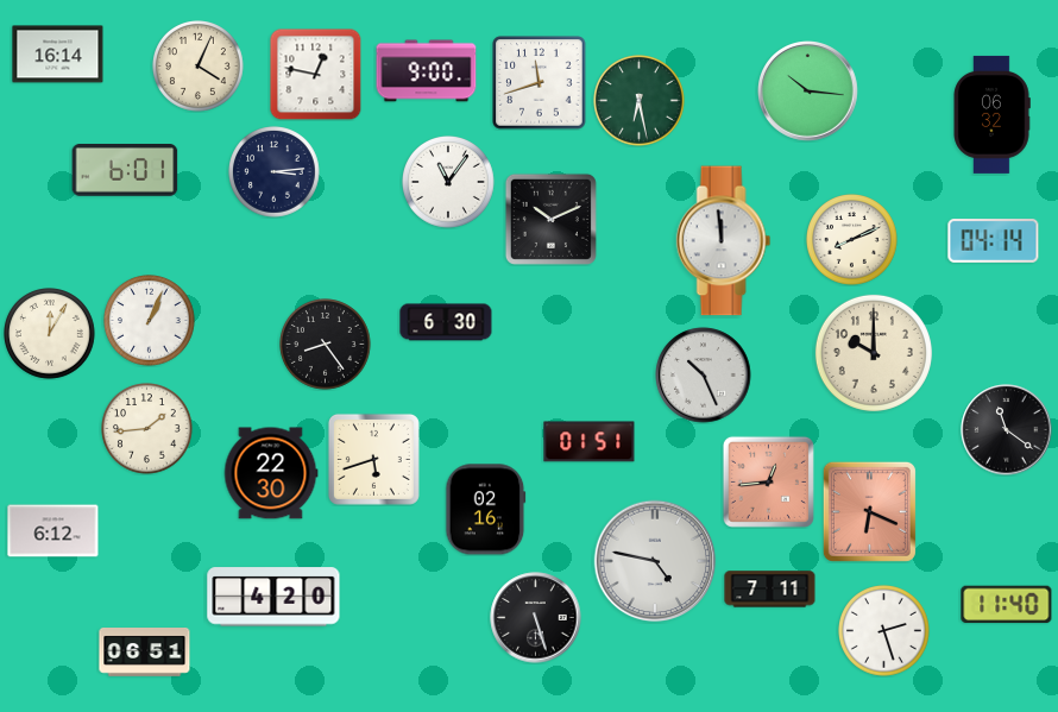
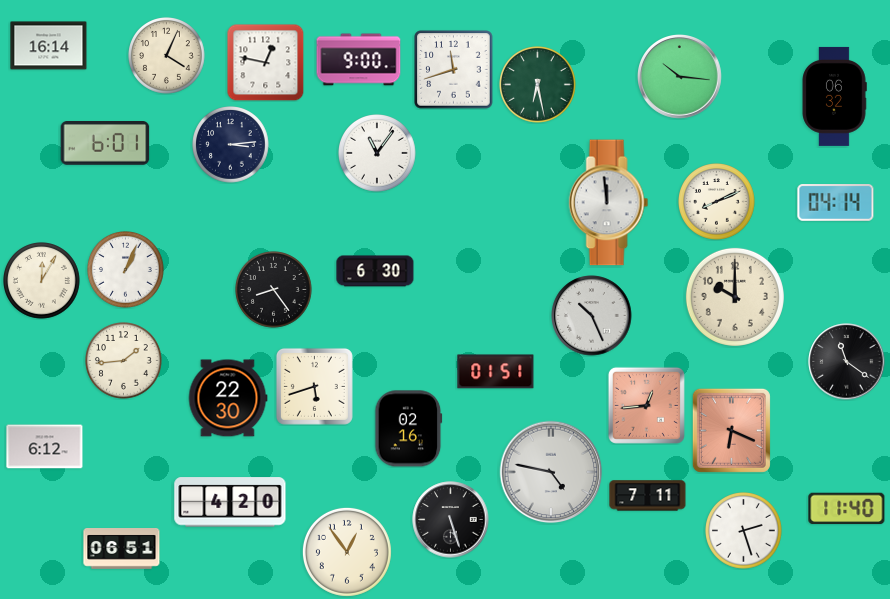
clock at (550, 219): 10:11 -> none
clock at (347, 552): none -> 12:54
